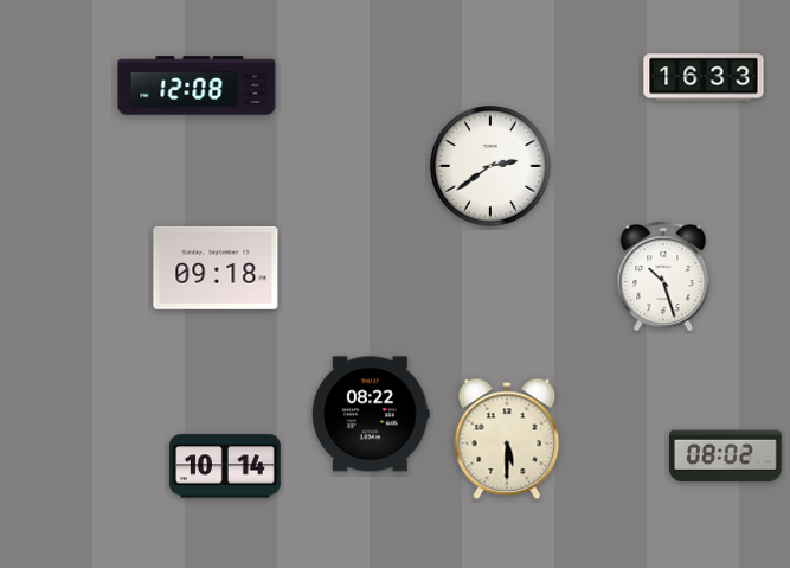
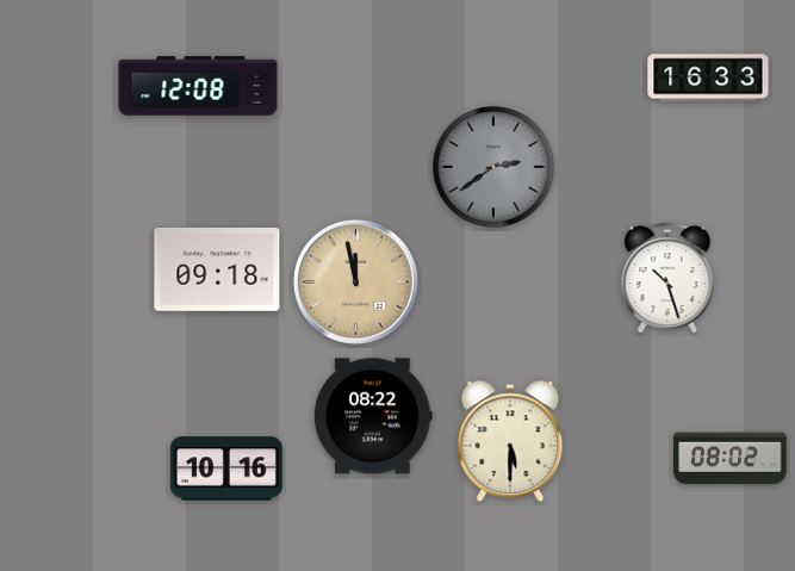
clock at (490, 166) dial: white -> grey
clock at (355, 281): none -> 11:58
clock at (225, 466): 10:14 -> 10:16
